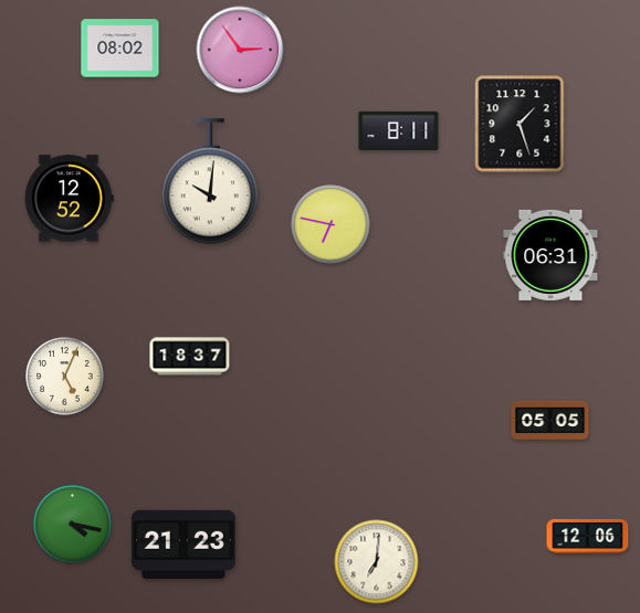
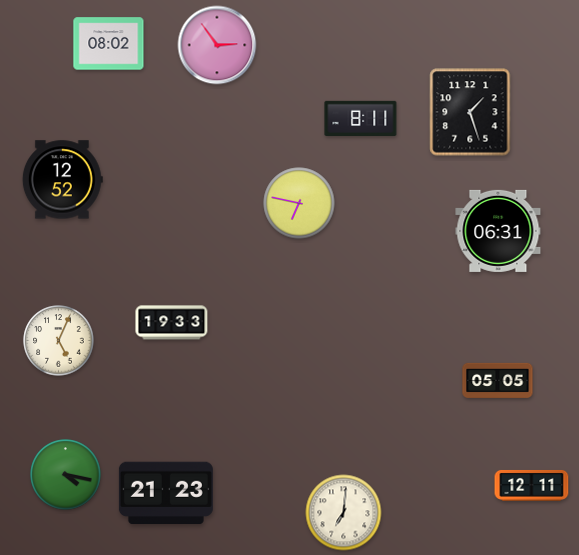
clock at (209, 181): 10:01 -> none
clock at (190, 357): 18:37 -> 19:33
clock at (588, 536): 12:06 -> 12:11
clock at (377, 562) position: (377, 562) -> (344, 513)
